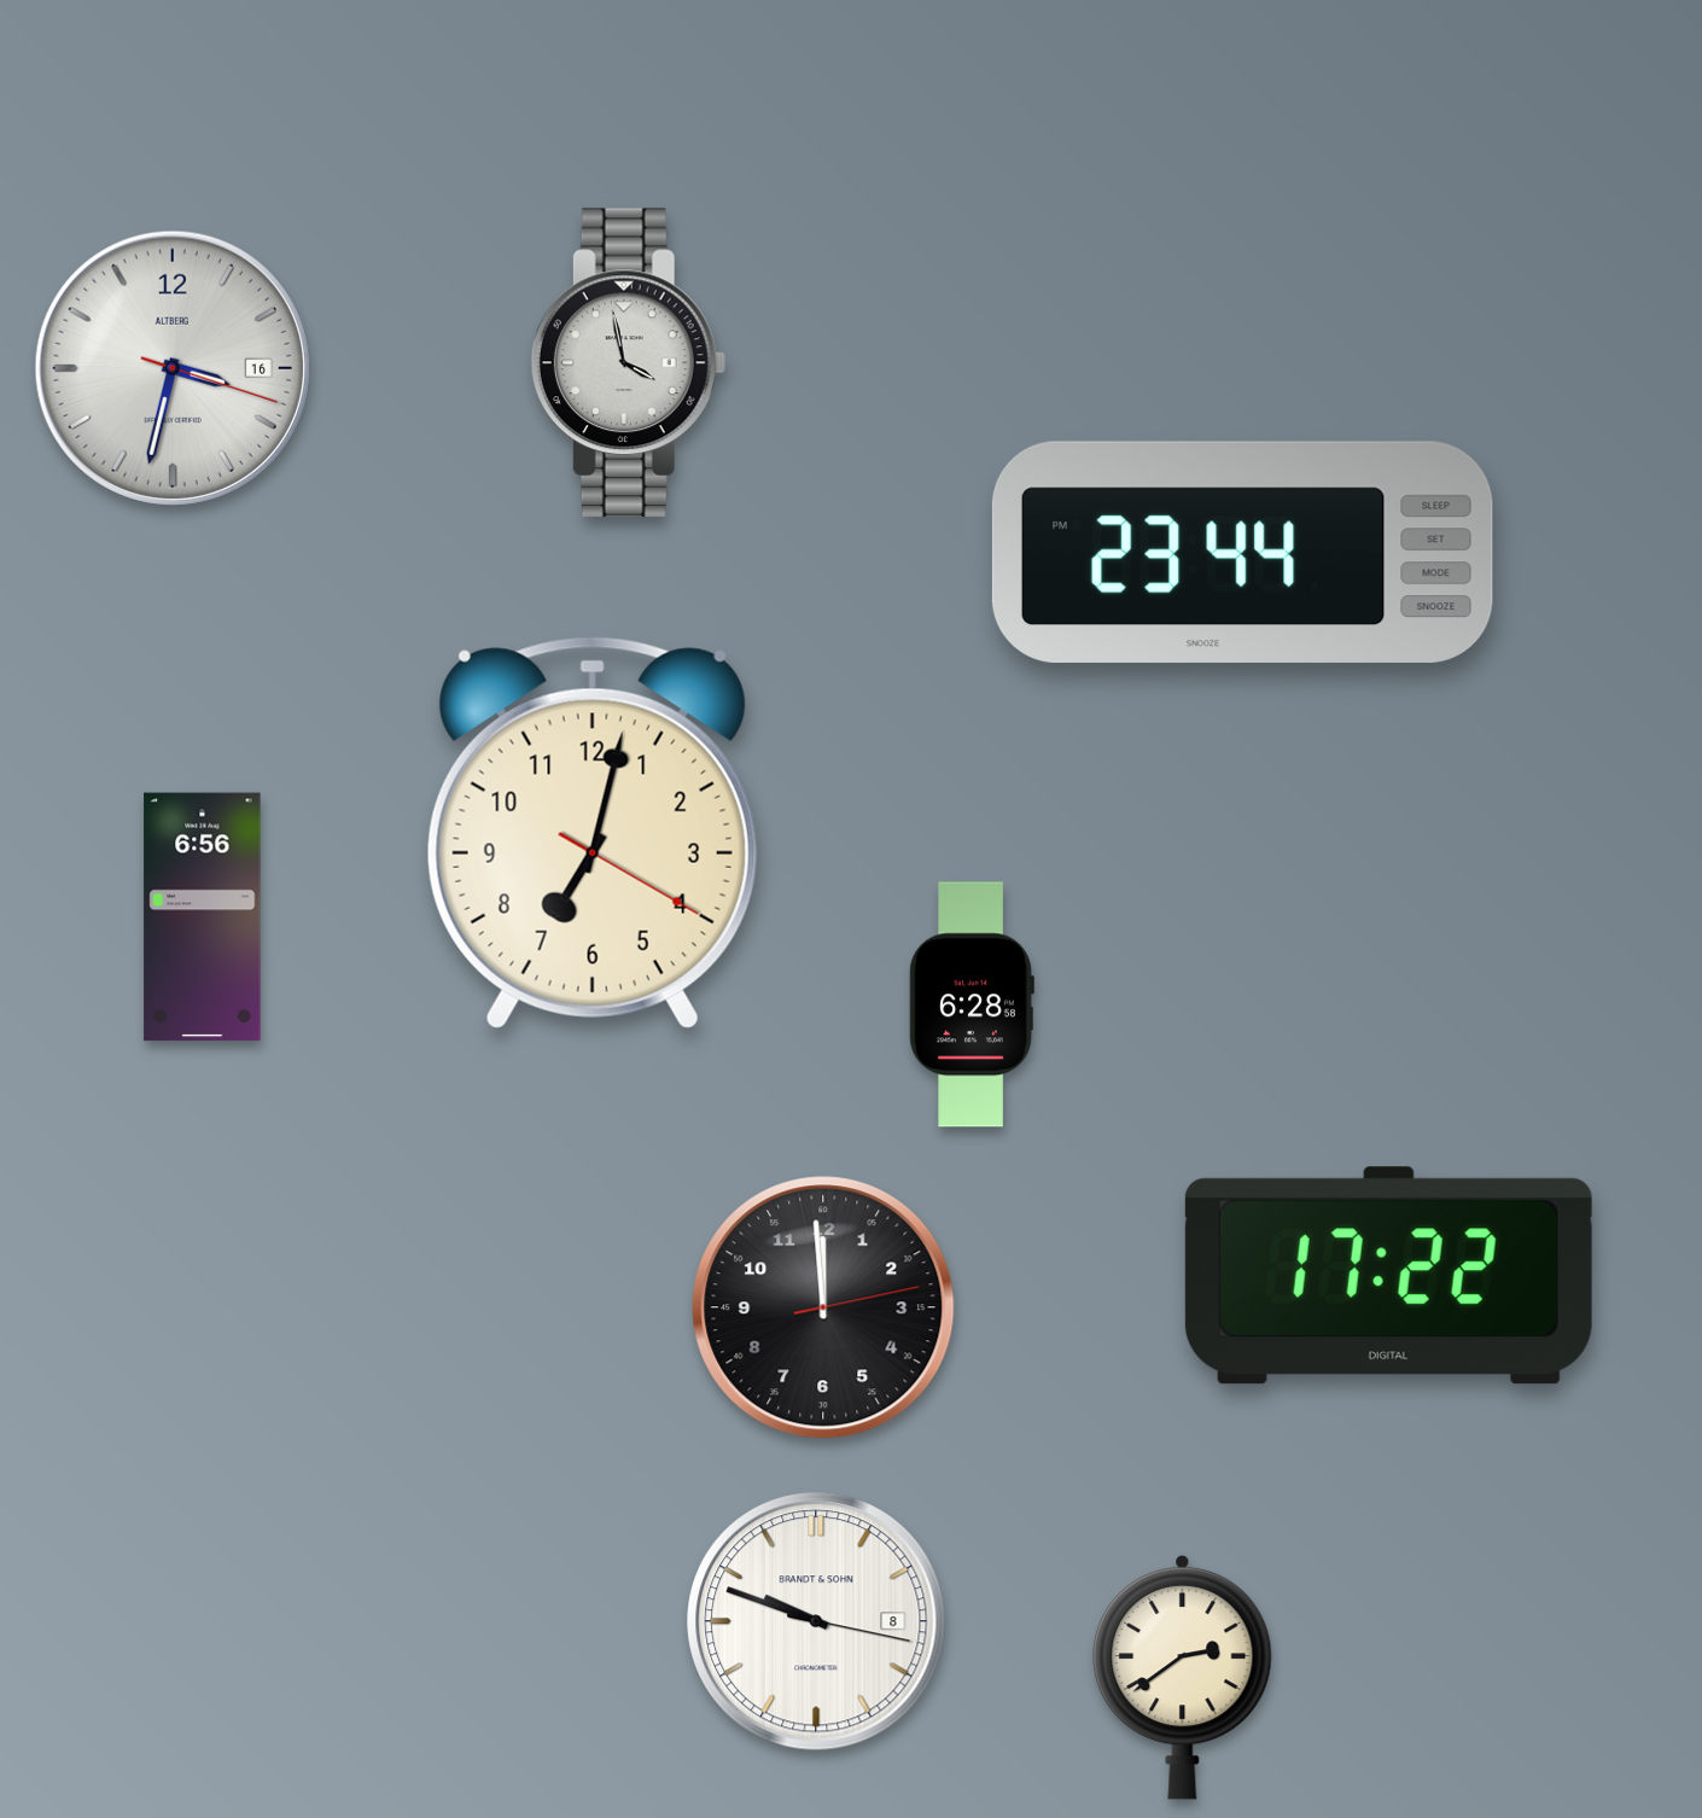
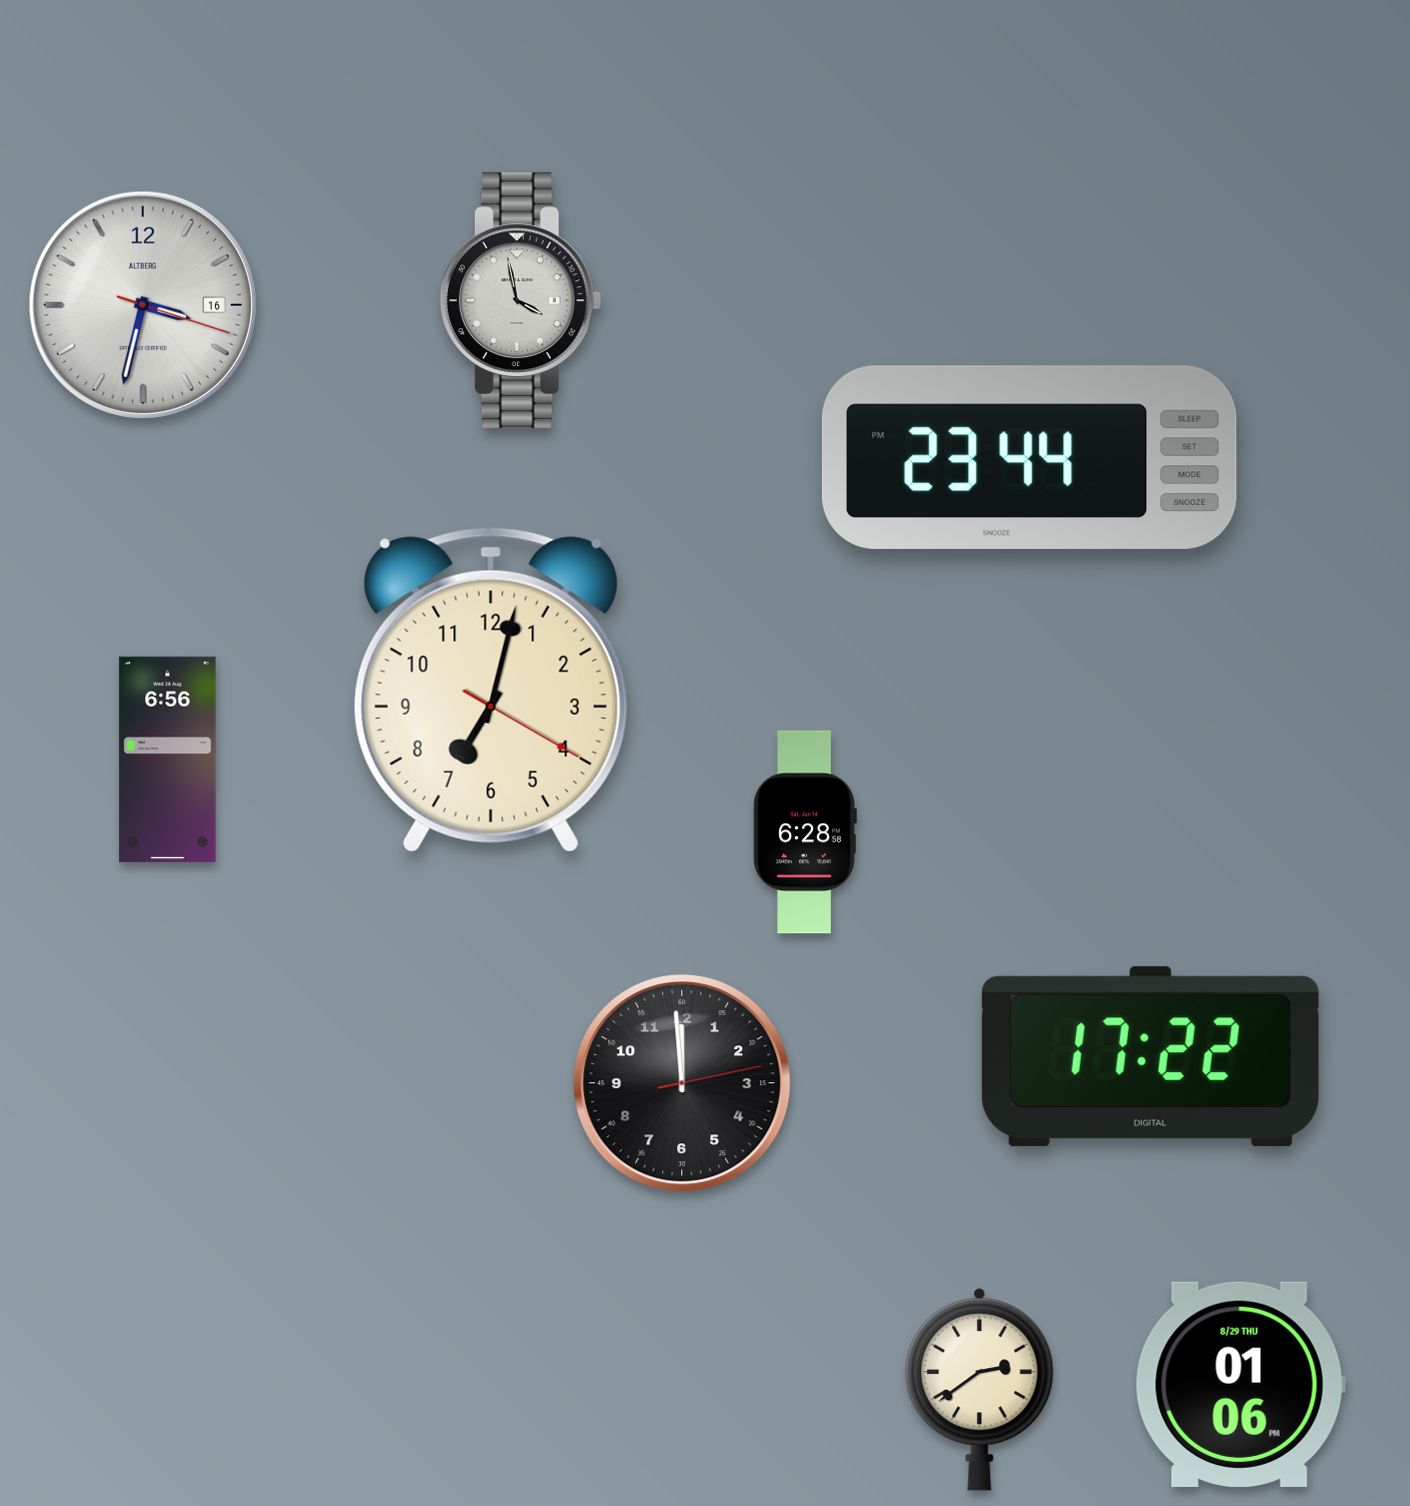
clock at (816, 1621): 9:48 -> none
clock at (1240, 1384): none -> 01:06
